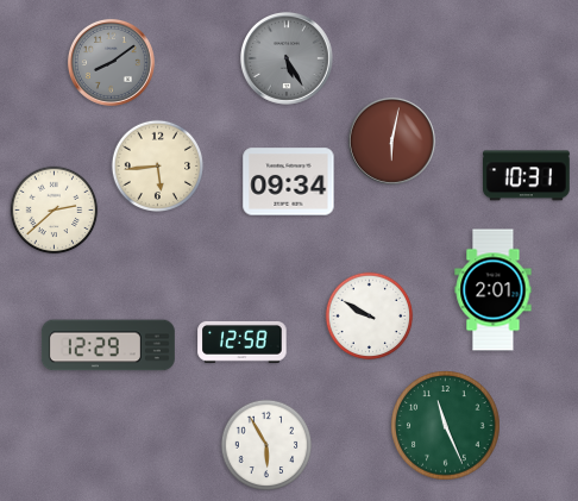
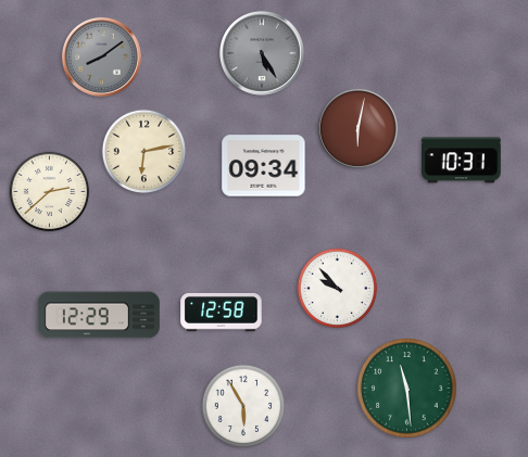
clock at (157, 165): 5:44 -> 6:13
clock at (527, 176) position: (527, 176) -> (462, 161)
clock at (494, 290): 2:01 -> none
clock at (370, 317): 9:50 -> 9:53
clock at (446, 426): 11:26 -> 11:29
